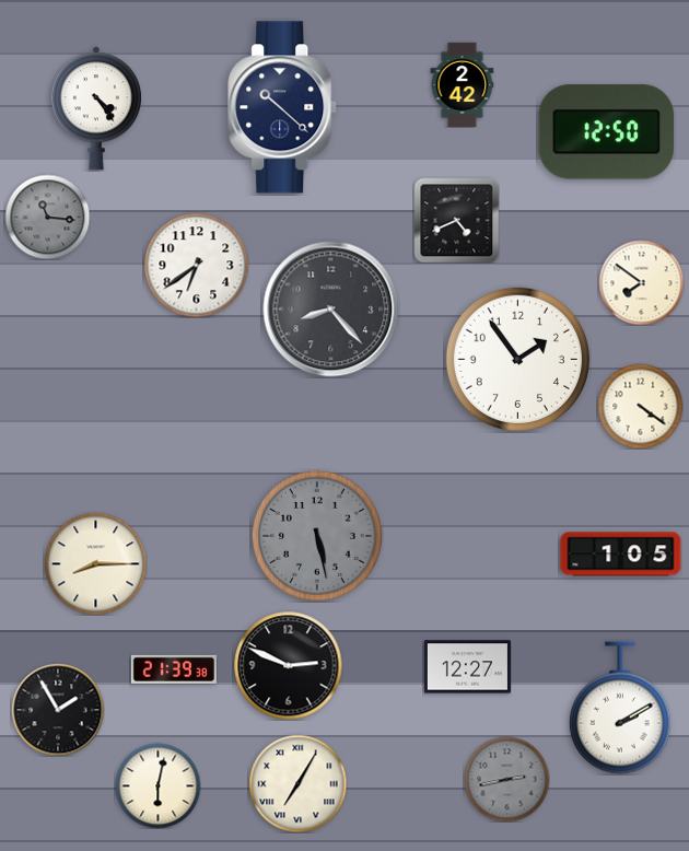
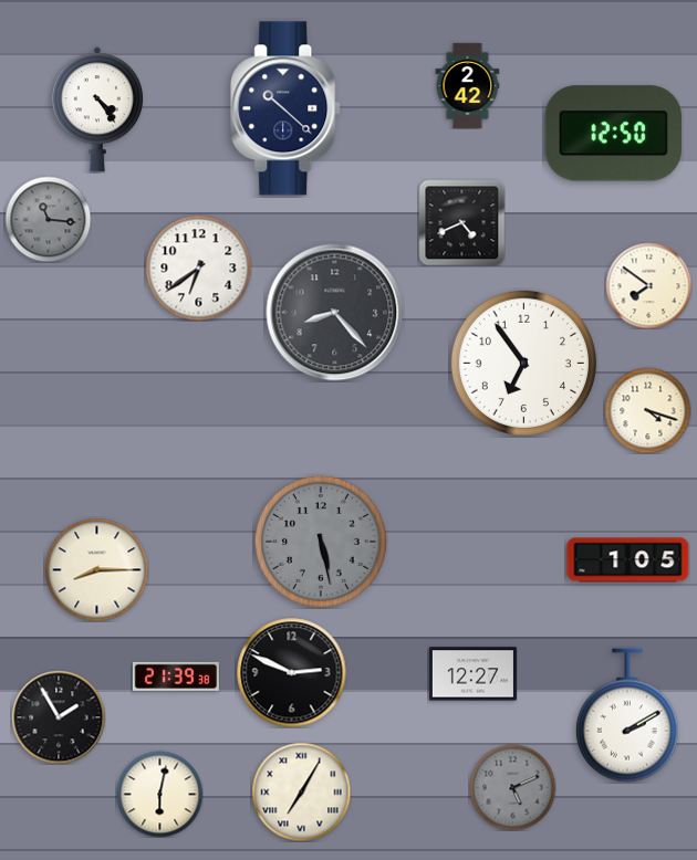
clock at (517, 359): 1:54 -> 6:54
clock at (640, 406): 4:21 -> 4:18
clock at (506, 779): 2:43 -> 5:11
